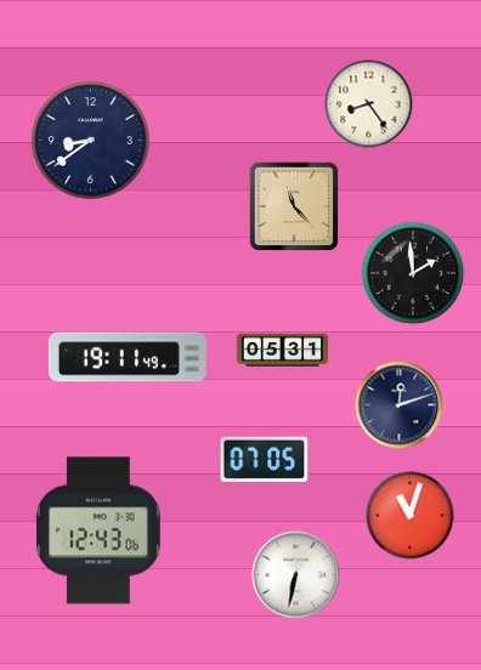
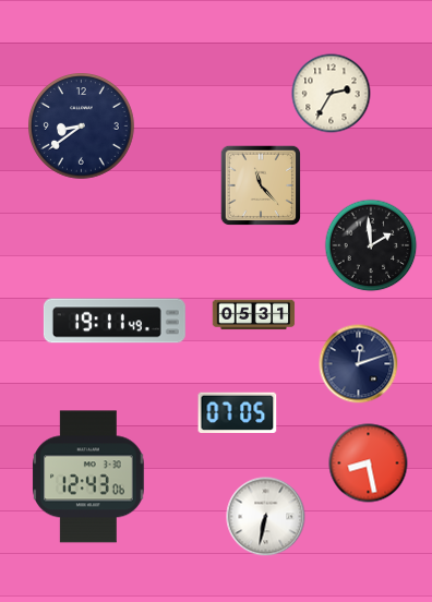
clock at (369, 104): 8:24 -> 2:35
clock at (293, 205) position: (293, 205) -> (260, 184)
clock at (411, 516): 11:03 -> 8:28
